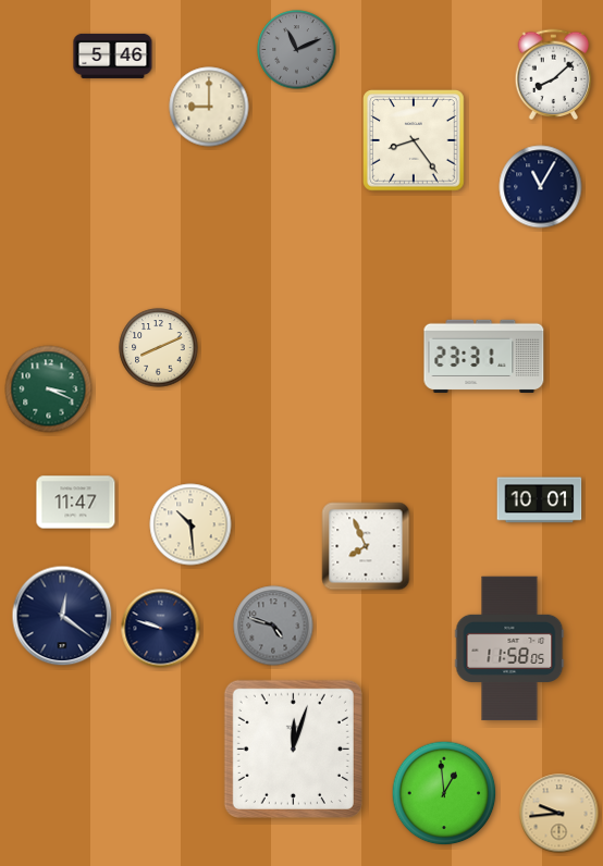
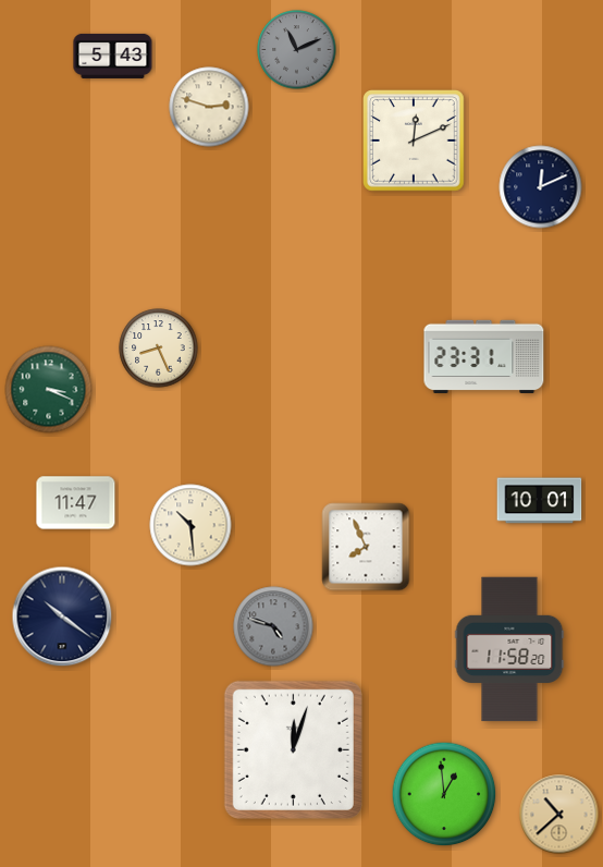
clock at (113, 55): 5:46 -> 5:43
clock at (554, 75): 8:08 -> none
clock at (209, 107): 9:00 -> 2:48
clock at (414, 140): 8:24 -> 12:11
clock at (541, 187): 11:05 -> 12:11
clock at (159, 348): 8:11 -> 8:26
clock at (62, 616): 12:21 -> 10:21
clock at (161, 629): 9:48 -> none
clock at (509, 648): 11:58:05 -> 11:58:20
clock at (559, 814): 9:44 -> 10:38
